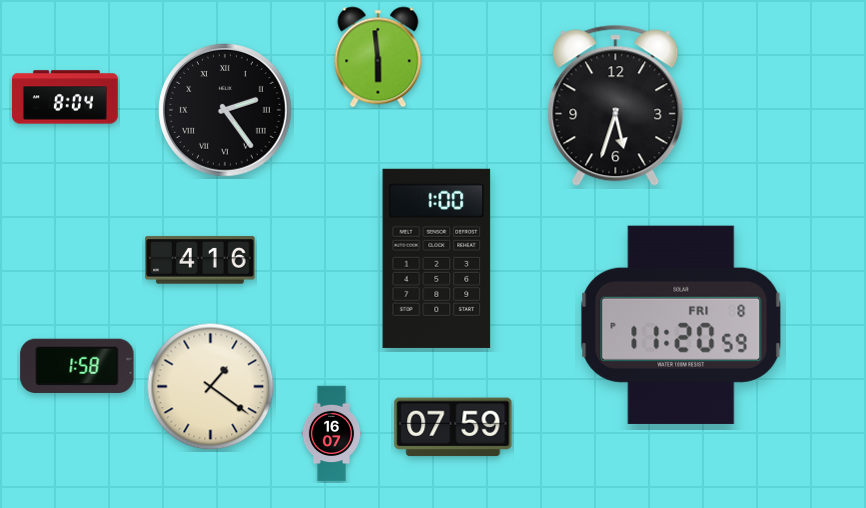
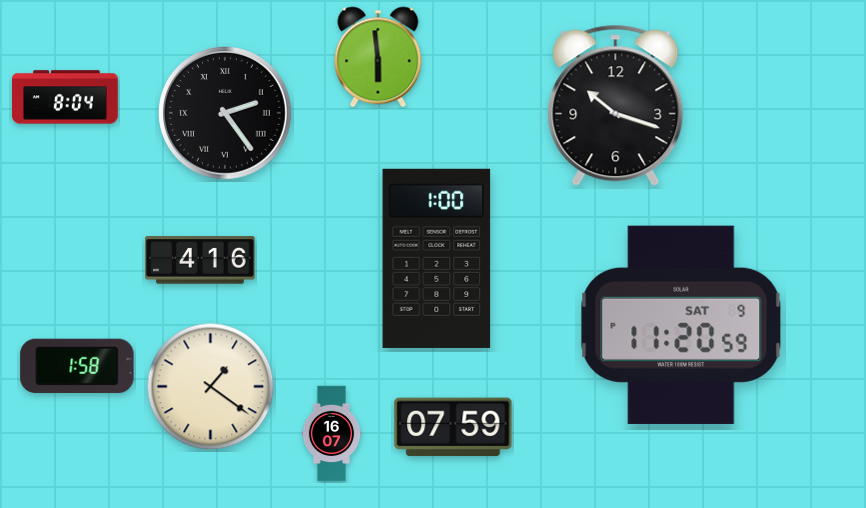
clock at (616, 106): 5:33 -> 10:18
clock at (226, 111) position: (226, 111) -> (226, 114)
clock at (681, 325) date: FRI 8 -> SAT 9
